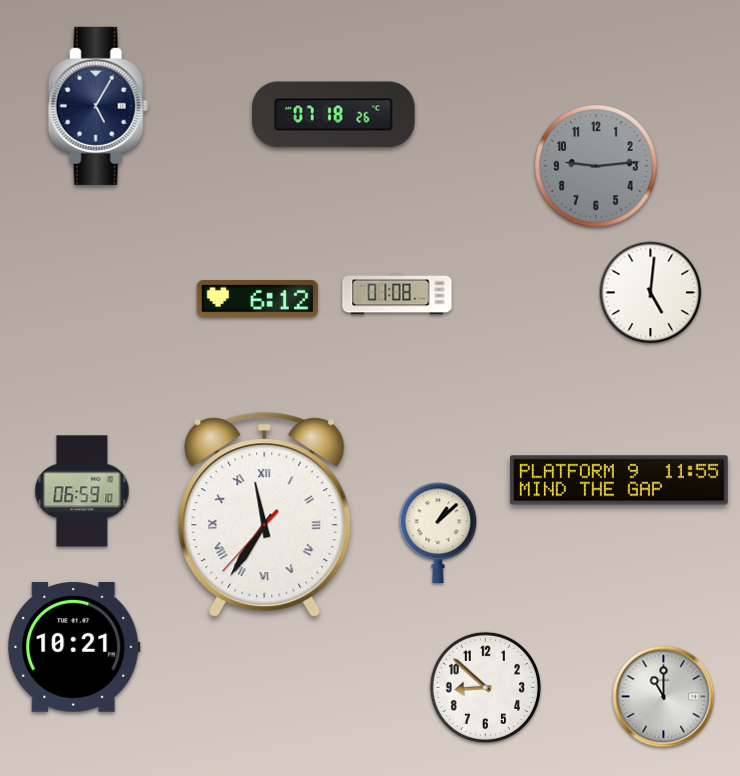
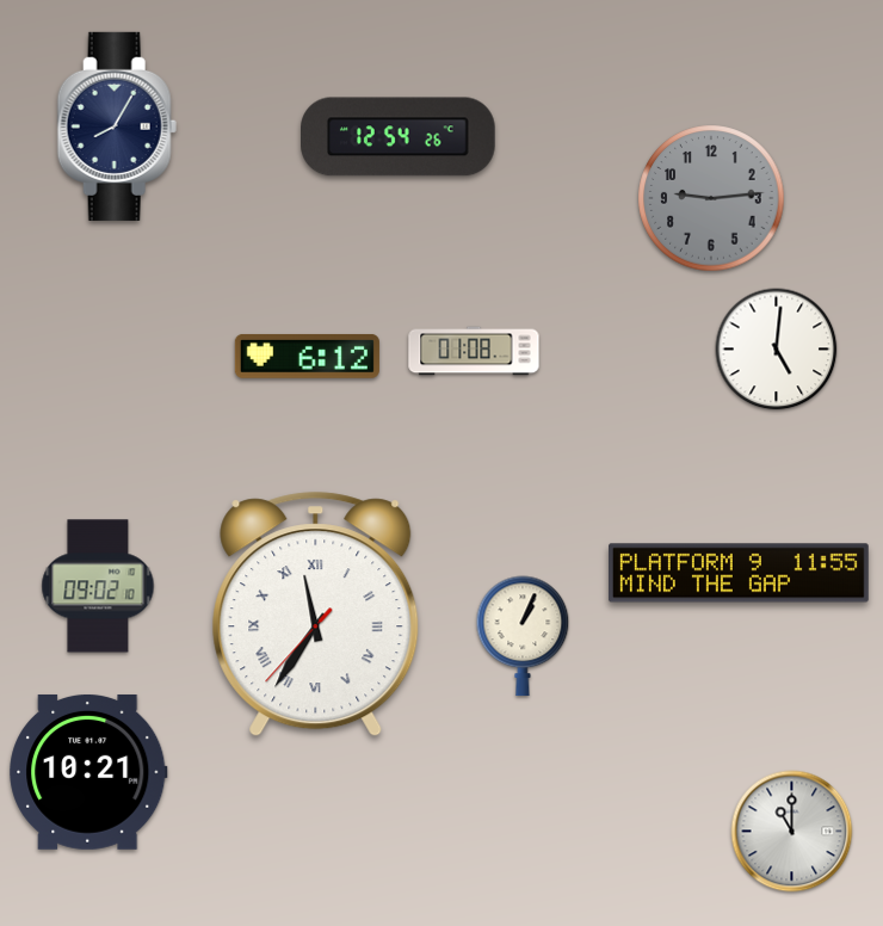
clock at (98, 106): 5:05 -> 8:05
clock at (334, 115): 07:18 -> 12:54
clock at (82, 491): 06:59 -> 09:02
clock at (438, 533): 1:08 -> 1:04
clock at (485, 687): 8:52 -> none
